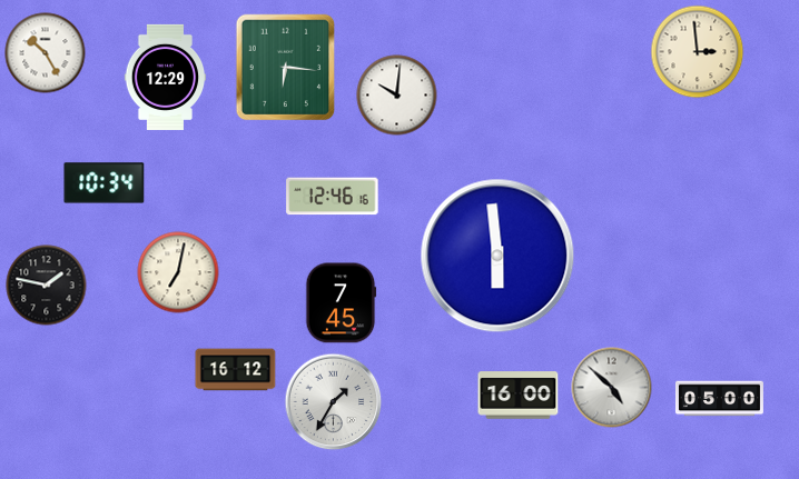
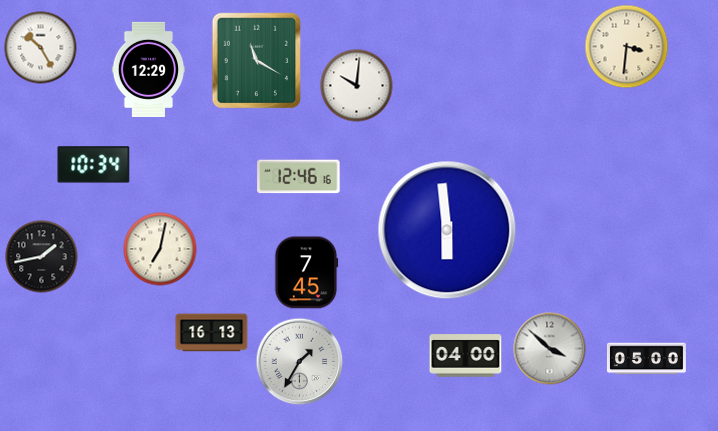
clock at (698, 52): 2:59 -> 3:31
clock at (286, 68): 6:16 -> 11:20
clock at (178, 272) position: (178, 272) -> (160, 249)
clock at (47, 286): 1:47 -> 1:43
clock at (236, 370): 16:12 -> 16:13
clock at (612, 388): 4:52 -> 3:52
clock at (519, 396): 16:00 -> 04:00
